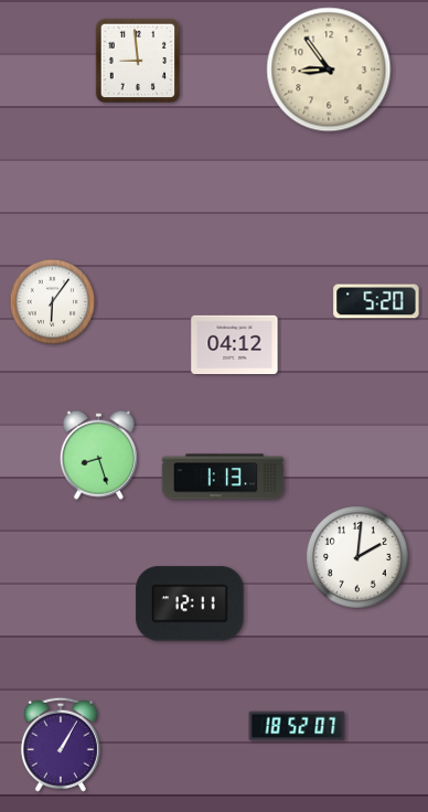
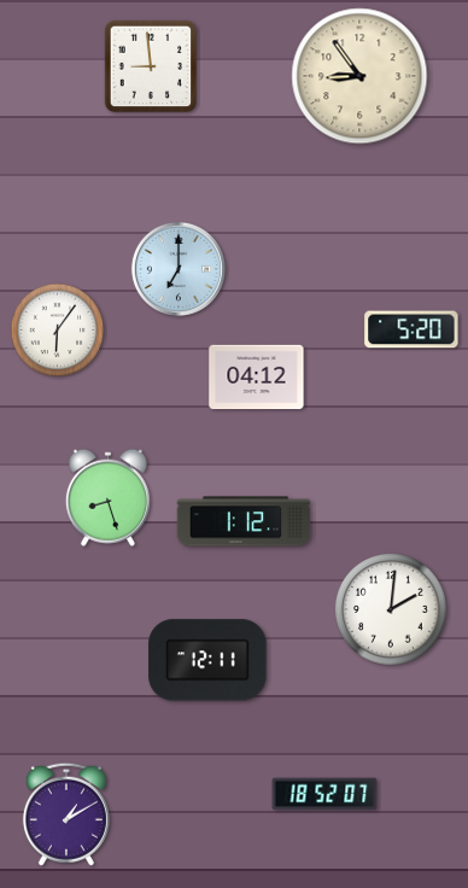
clock at (179, 269): none -> 7:00
clock at (223, 477): 1:13 -> 1:12
clock at (61, 745): 1:05 -> 1:10
